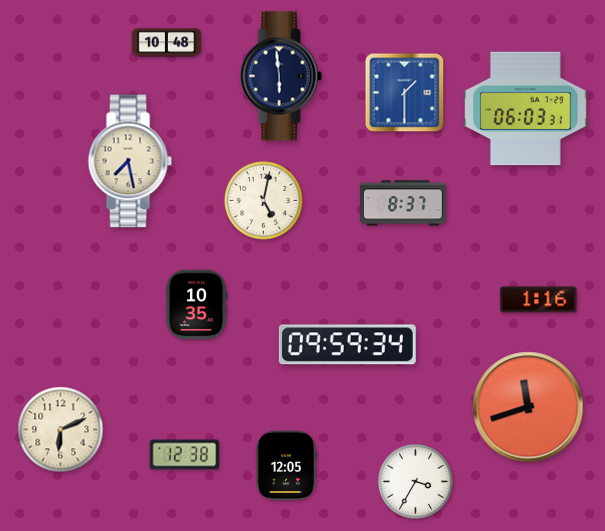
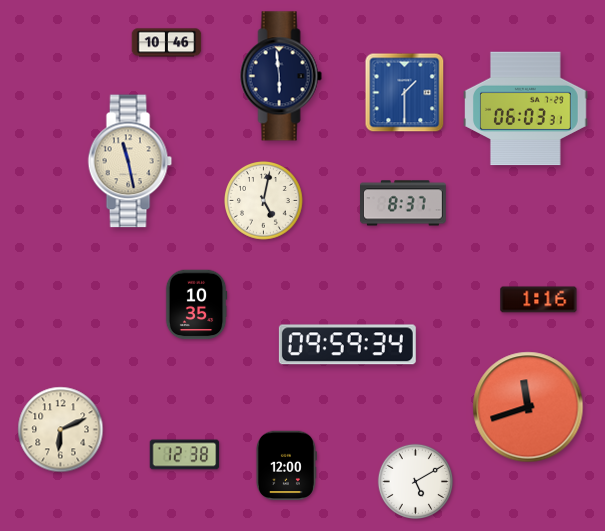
clock at (167, 43): 10:48 -> 10:46
clock at (130, 161): 7:28 -> 11:28
clock at (286, 466): 12:05 -> 12:00
clock at (415, 481): 3:35 -> 5:10
